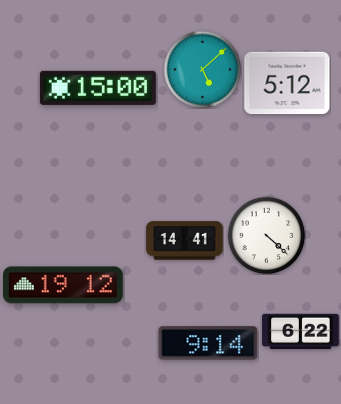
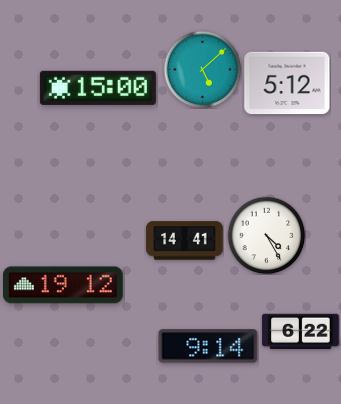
clock at (266, 235): 4:22 -> 4:25
clock at (208, 343) position: (208, 343) -> (208, 346)
